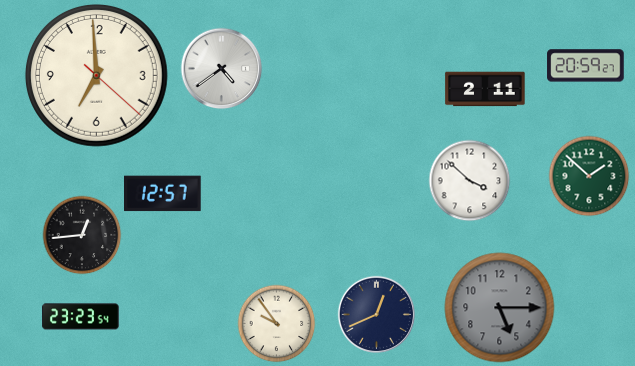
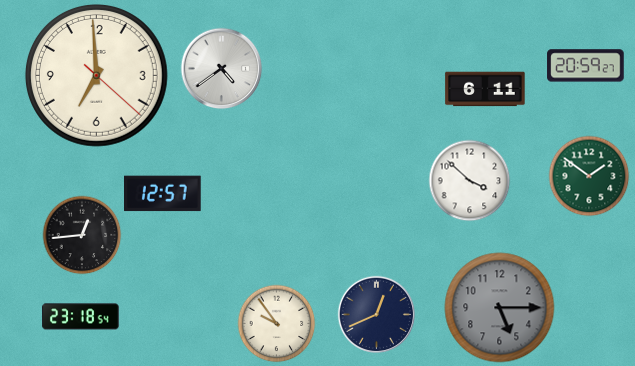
clock at (485, 89): 2:11 -> 6:11
clock at (589, 176): 1:52 -> 1:51
clock at (81, 317): 23:23 -> 23:18
